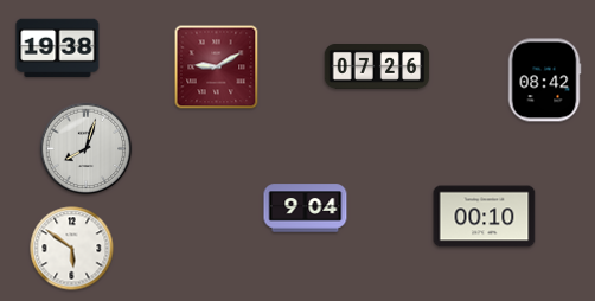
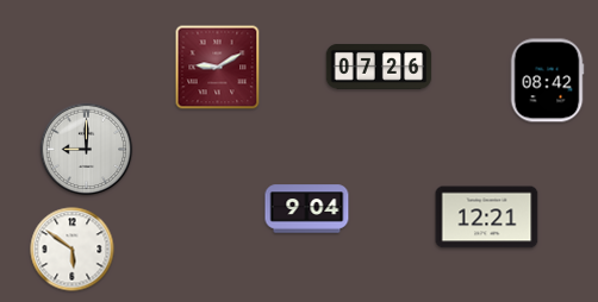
clock at (58, 49): 19:38 -> none
clock at (87, 149): 8:03 -> 9:00
clock at (485, 217): 00:10 -> 12:21
